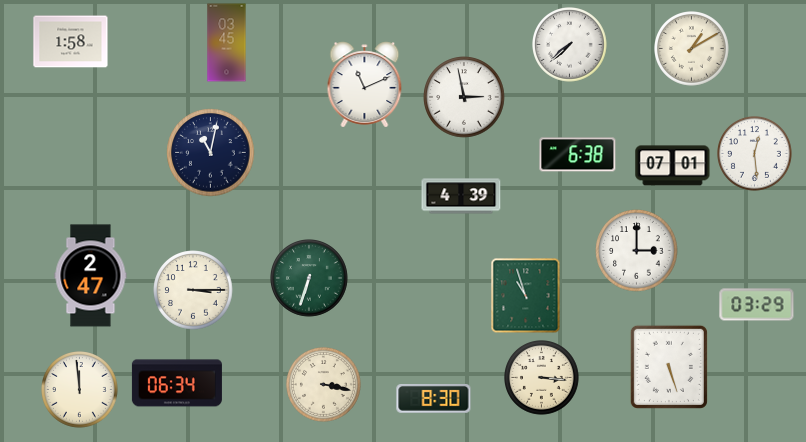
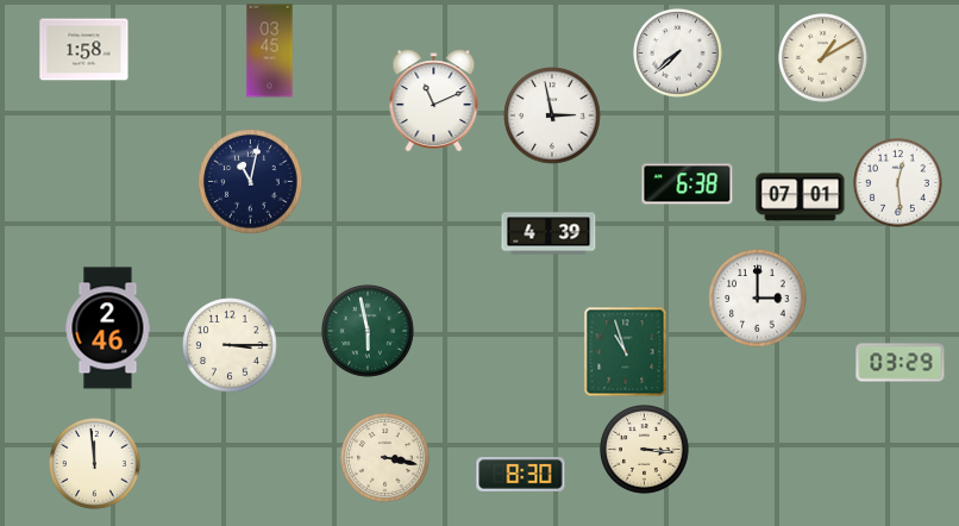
clock at (91, 276): 2:47 -> 2:46
clock at (309, 278): 6:33 -> 5:58
clock at (669, 367): 5:27 -> none
clock at (177, 383): 06:34 -> none
clock at (434, 399) position: (434, 399) -> (521, 475)
